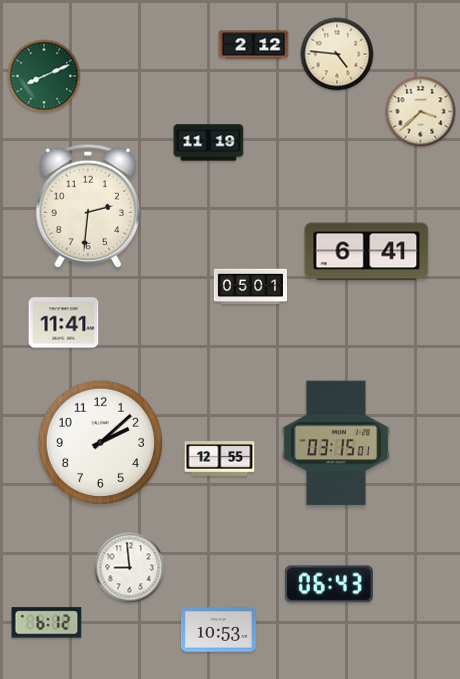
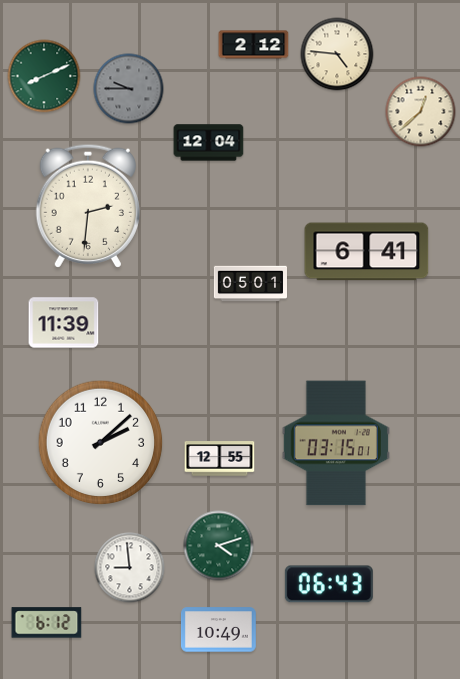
clock at (129, 89): none -> 9:45
clock at (421, 112): 3:38 -> 12:38
clock at (209, 143): 11:19 -> 12:04
clock at (250, 287) position: (250, 287) -> (250, 284)
clock at (64, 323): 11:41 -> 11:39
clock at (219, 546): none -> 4:12
clock at (218, 630): 10:53 -> 10:49
